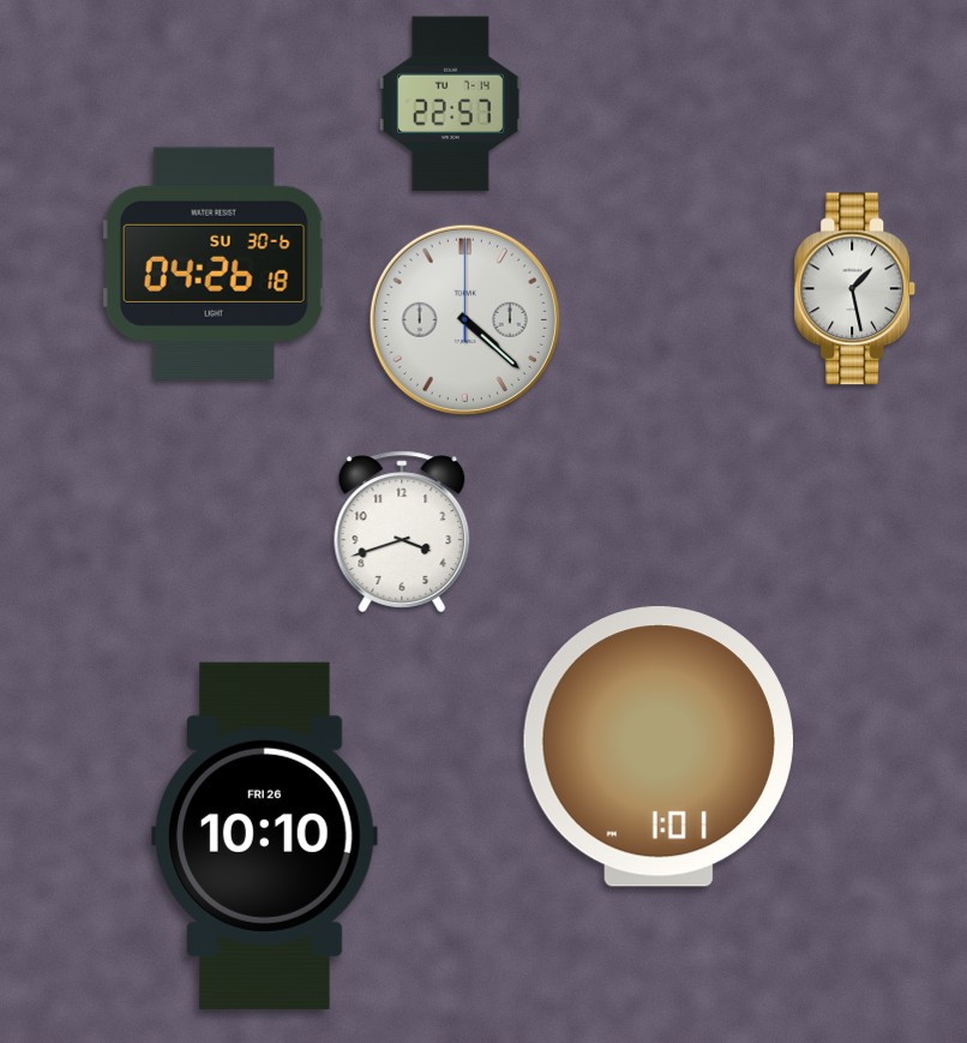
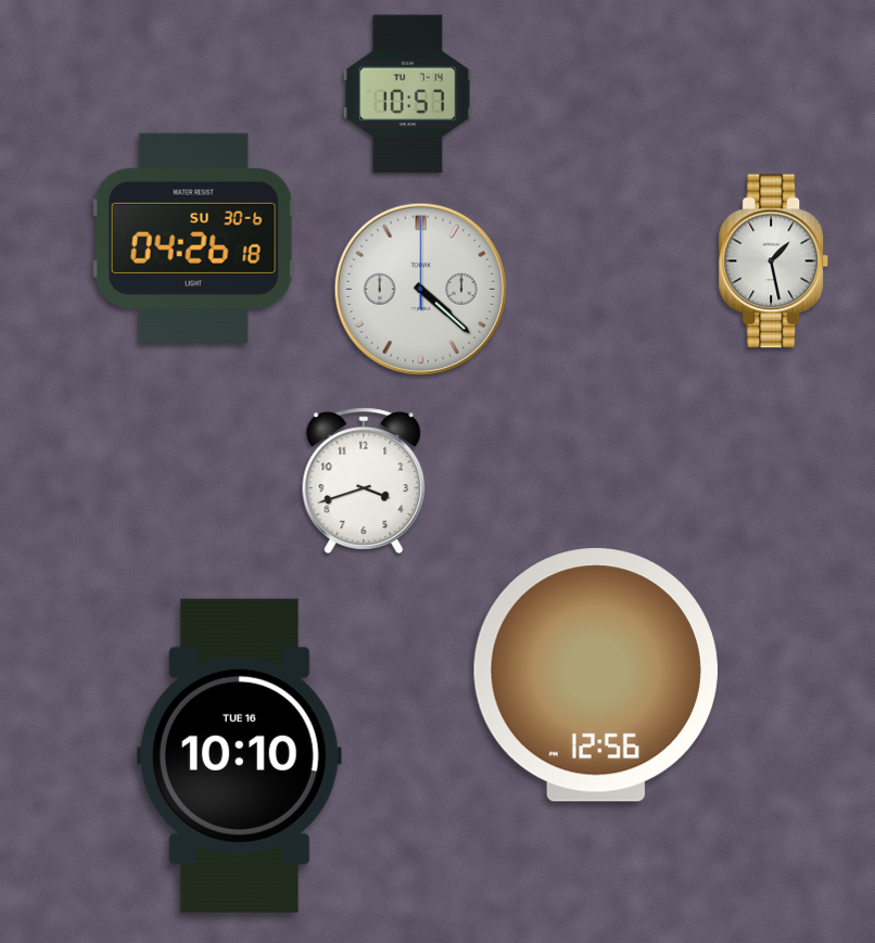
clock at (450, 104): 22:57 -> 10:57
clock at (659, 747): 1:01 -> 12:56
clock at (264, 835) date: FRI 26 -> TUE 16
